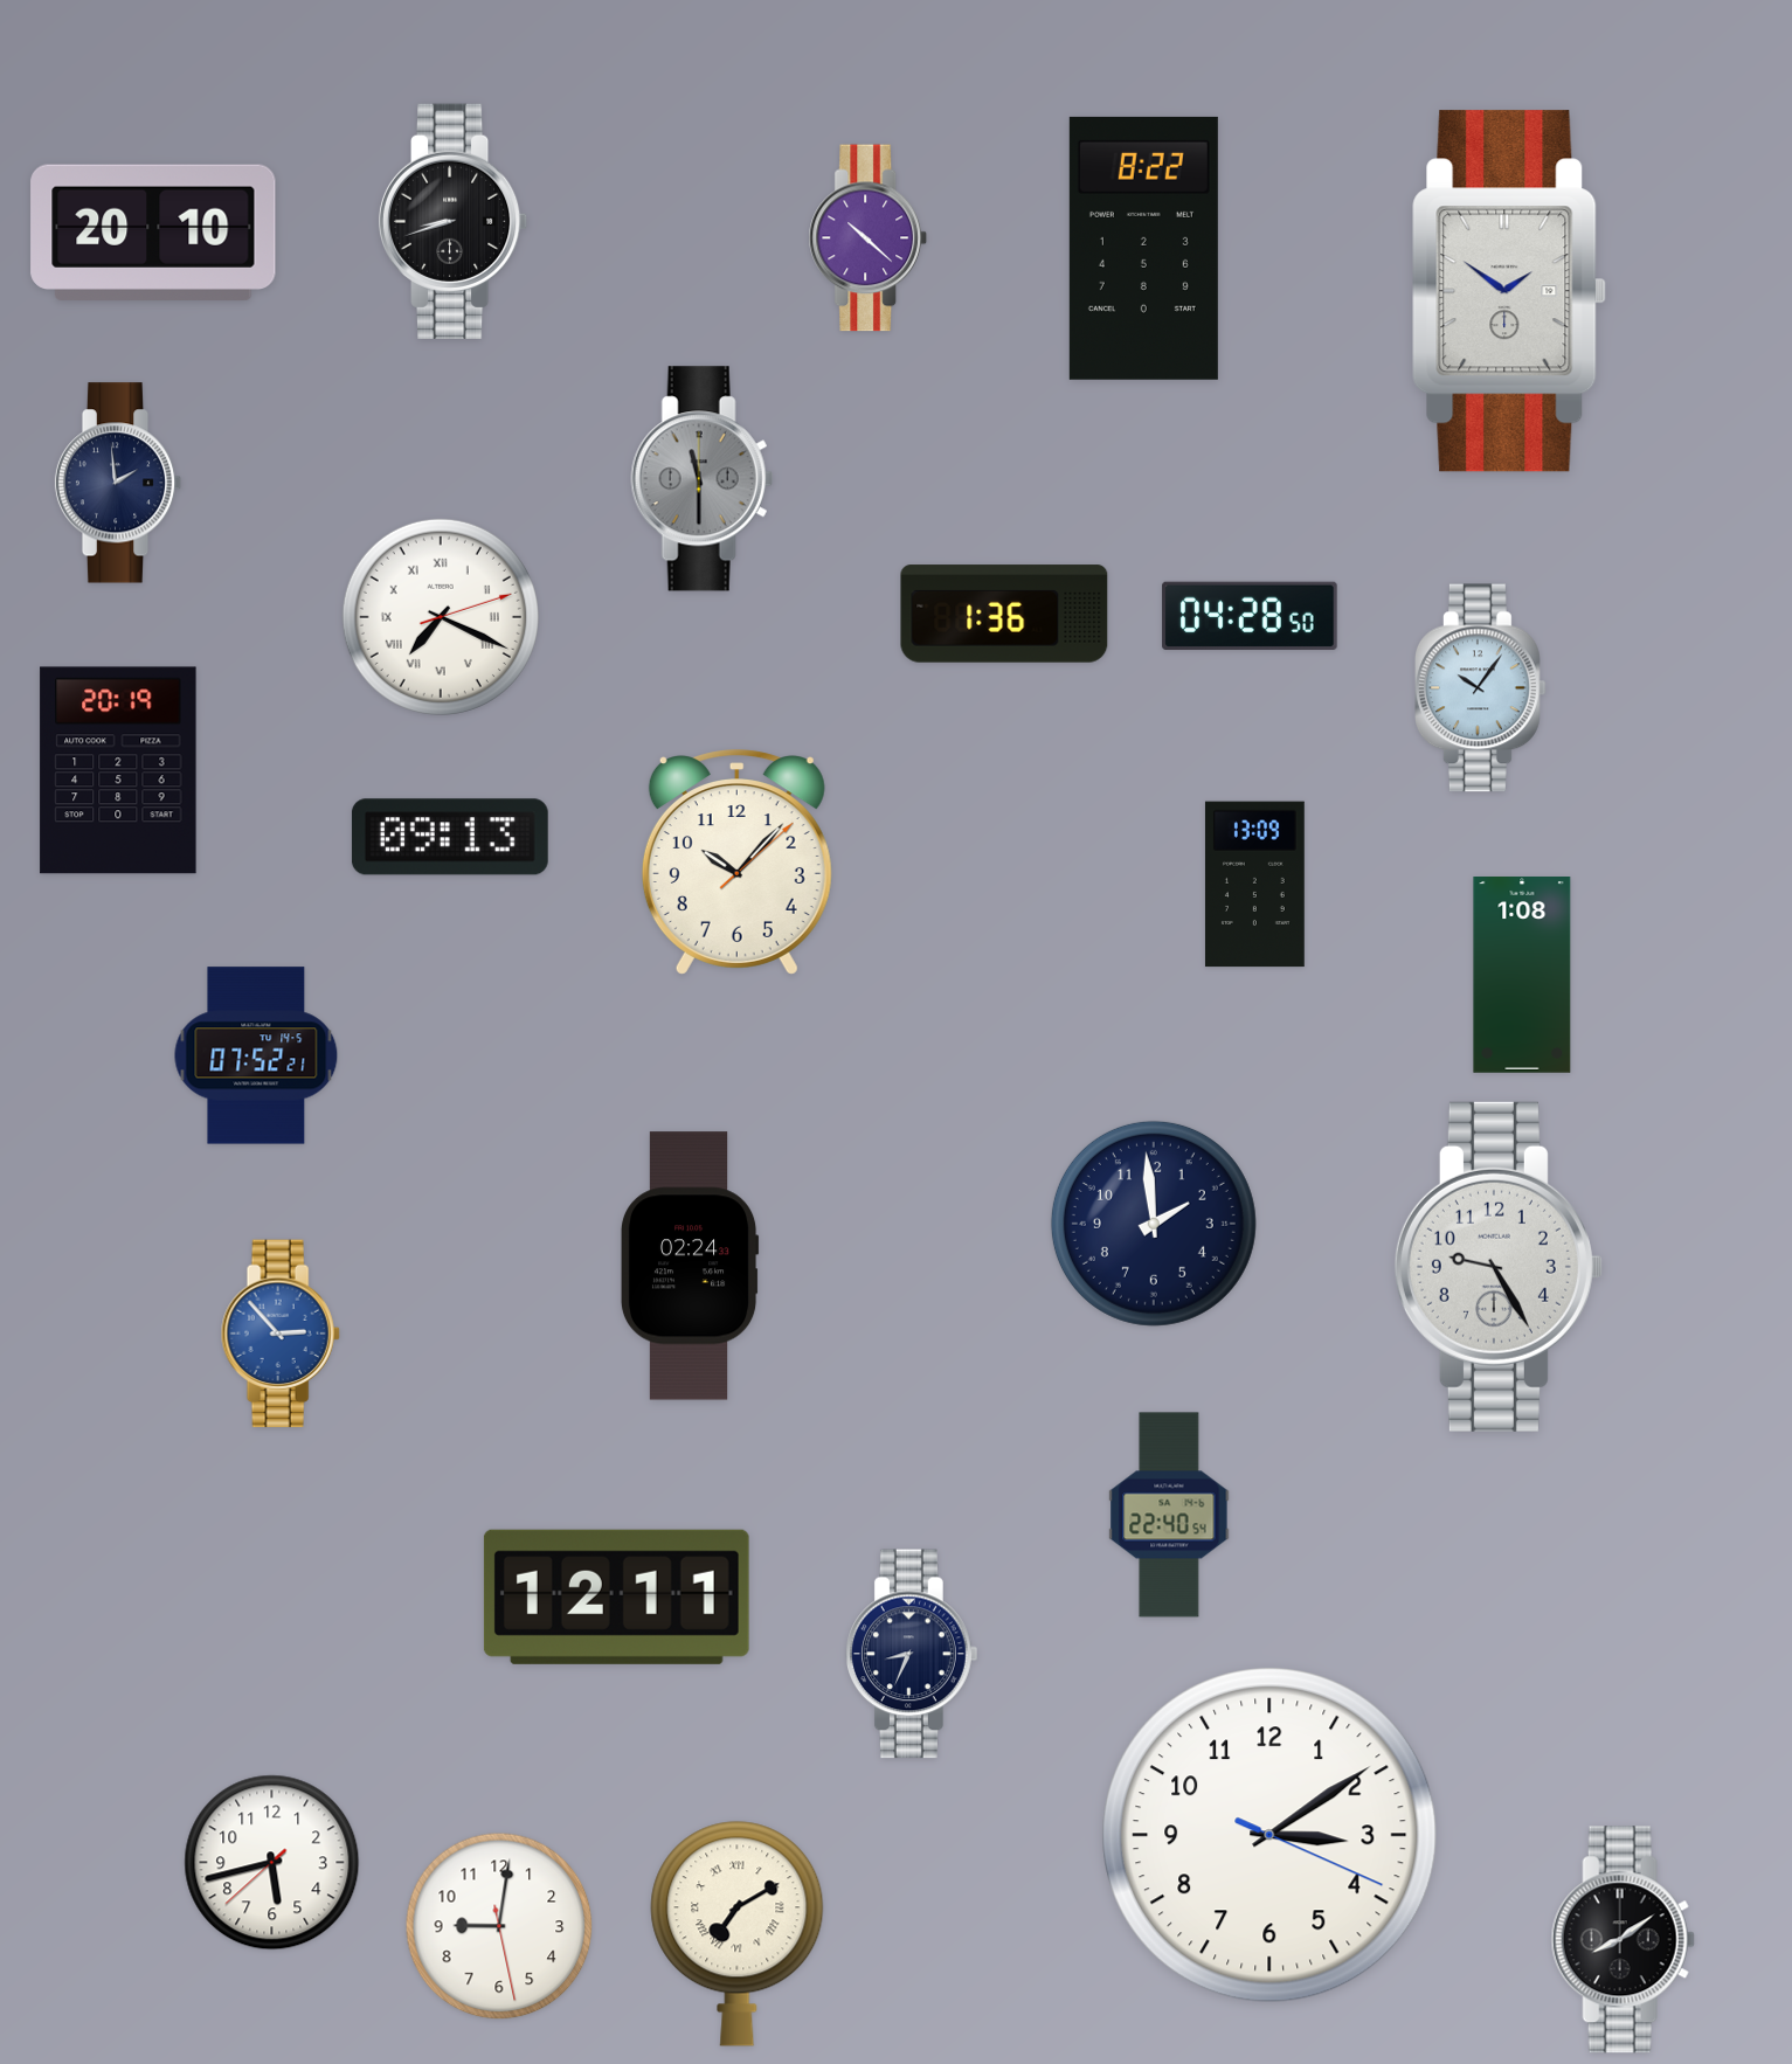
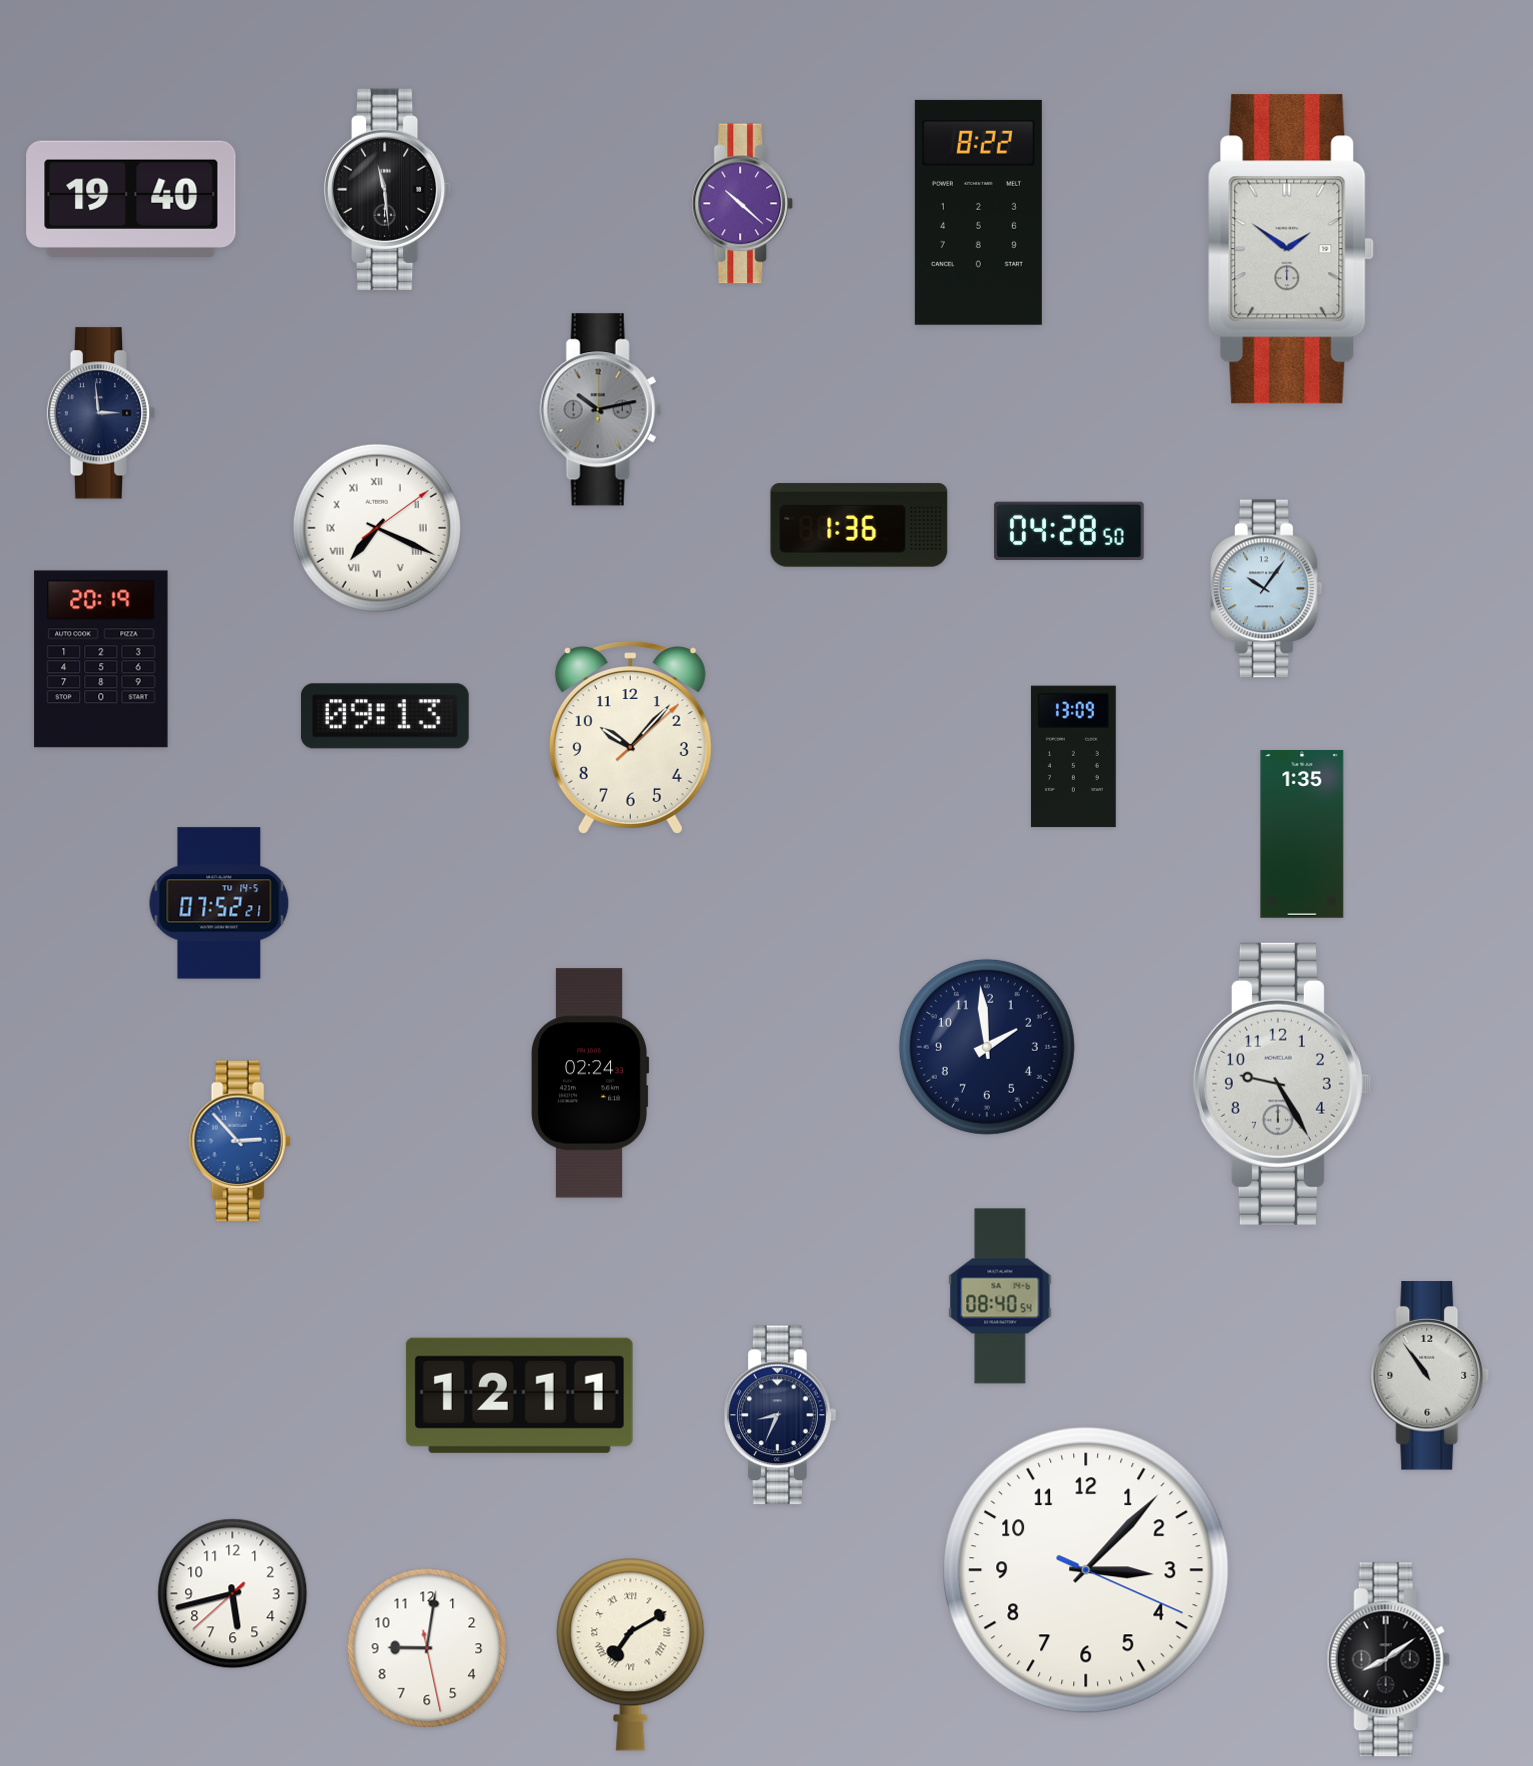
clock at (454, 221): 8:42 -> 11:29
clock at (153, 231): 20:10 -> 19:40
clock at (701, 479): 11:30 -> 10:13
clock at (118, 483): 1:59 -> 2:59
clock at (1250, 615) position: (1250, 615) -> (1069, 530)
clock at (441, 617): 7:19:12 -> 7:19:09
clock at (1522, 976): 1:08 -> 1:35
clock at (1169, 1515): 22:40 -> 08:40
clock at (616, 1597) position: (616, 1597) -> (519, 1395)
clock at (1430, 1376): none -> 10:54
clock at (1269, 1835): 3:09 -> 3:07
